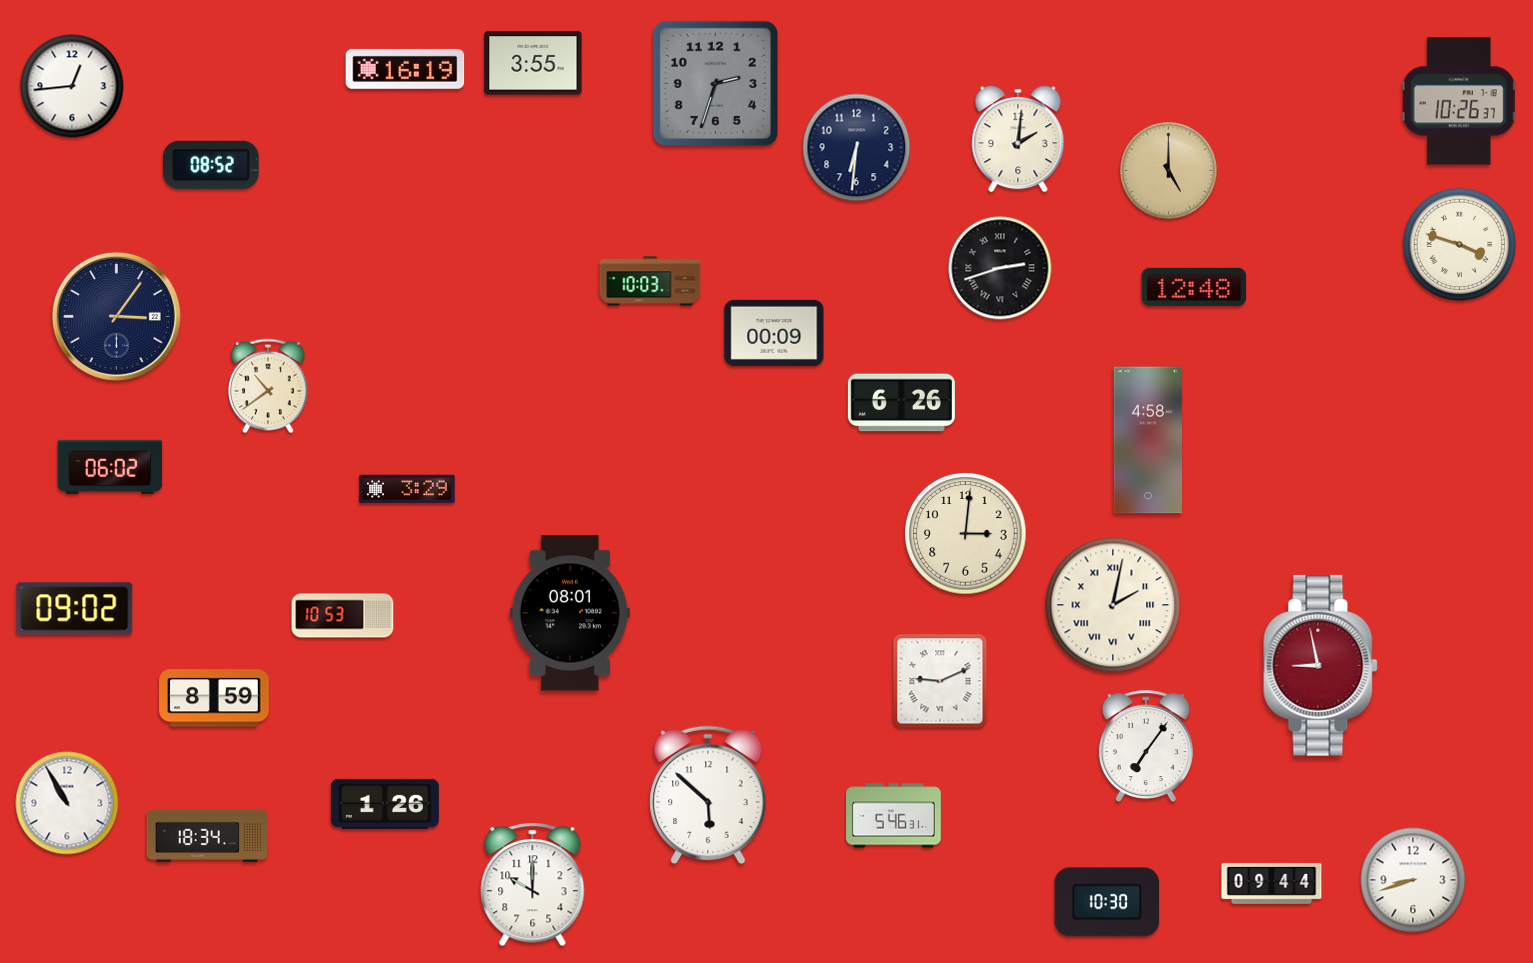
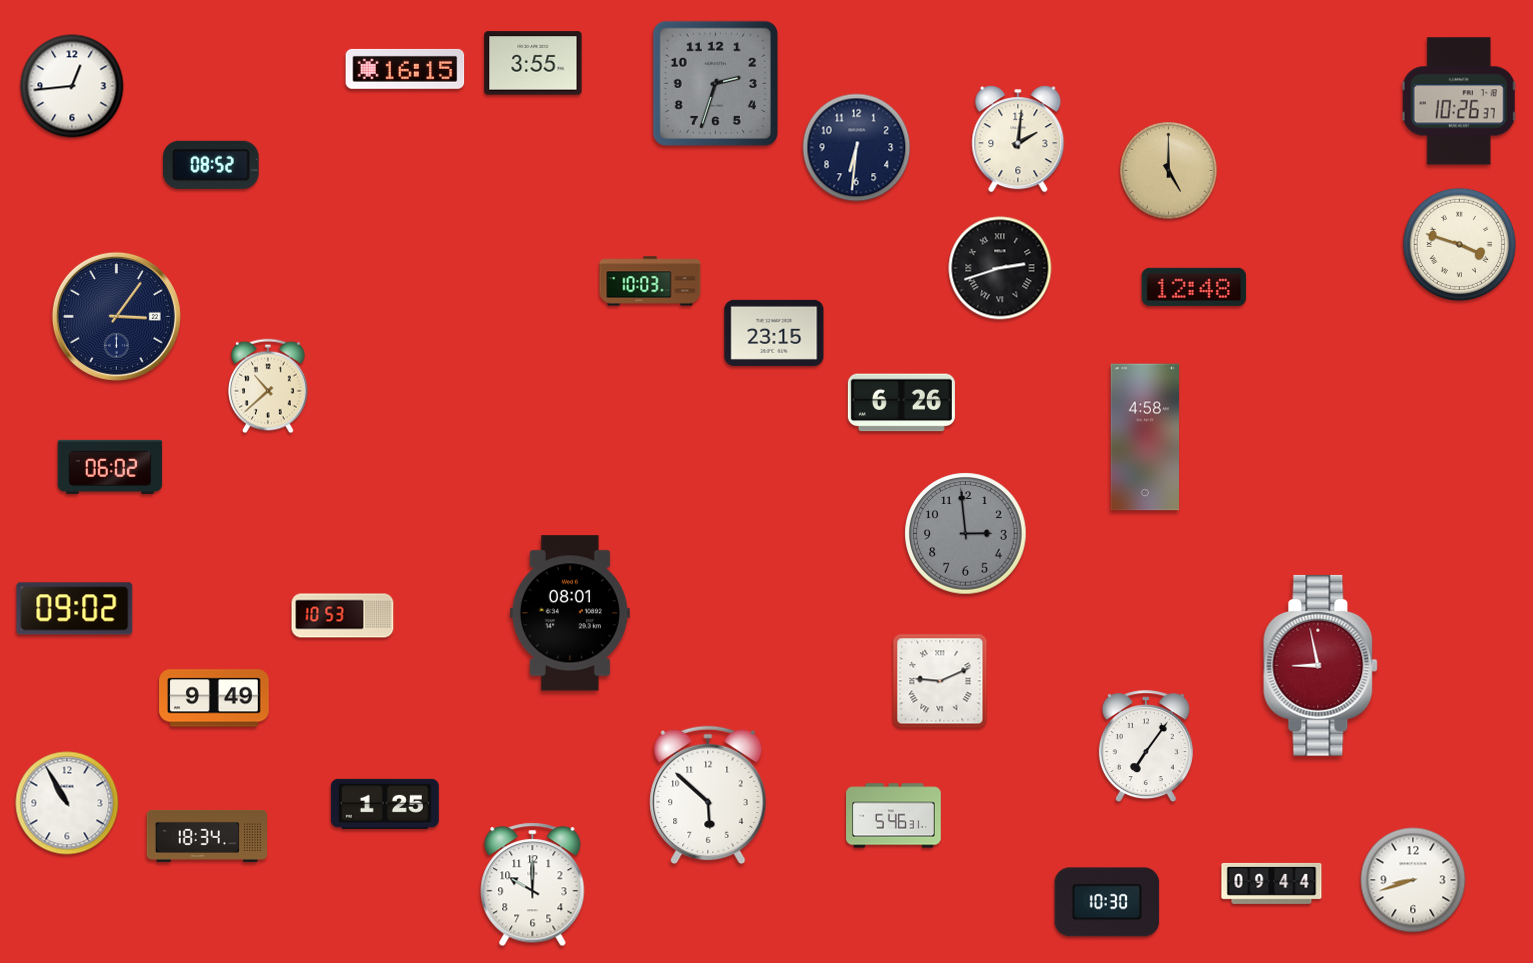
clock at (405, 69): 16:19 -> 16:15
clock at (774, 333): 00:09 -> 23:15
clock at (268, 386): 10:39 -> 10:38
clock at (1148, 440) position: (1148, 440) -> (1145, 437)
clock at (407, 489): 3:29 -> none
clock at (966, 534): 3:01 -> 2:59
clock at (966, 534) dial: cream -> grey
clock at (1113, 605): 2:02 -> none
clock at (214, 698): 8:59 -> 9:49
clock at (385, 804): 1:26 -> 1:25
